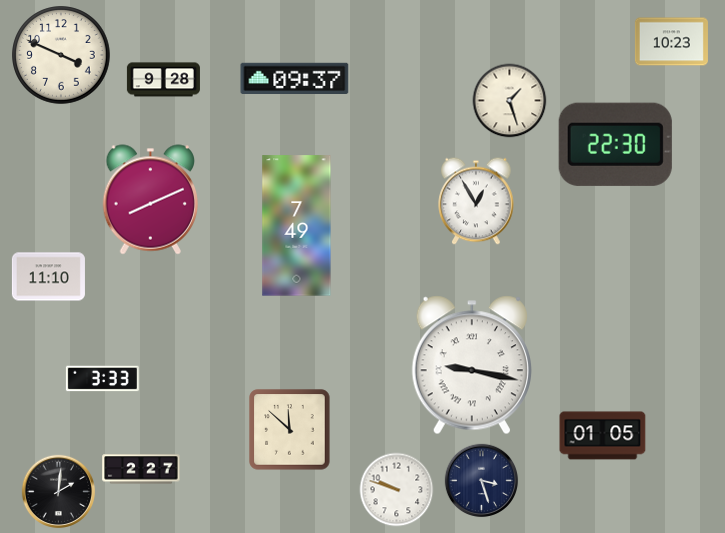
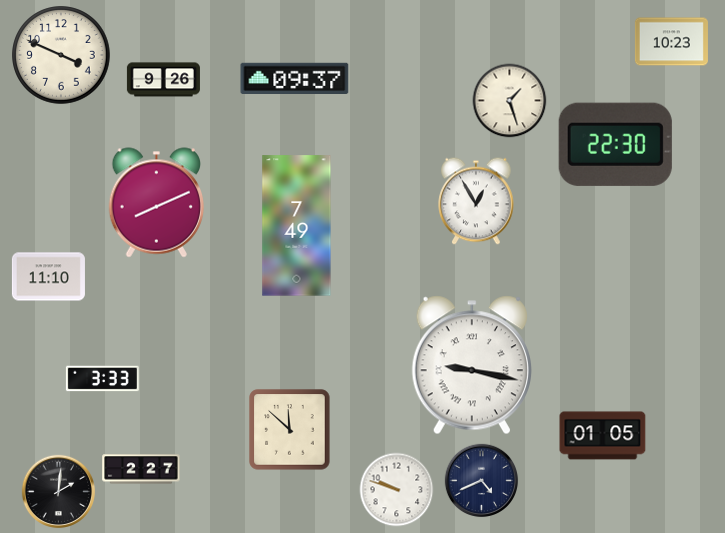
clock at (163, 80): 9:28 -> 9:26
clock at (150, 200) position: (150, 200) -> (156, 203)
clock at (482, 481): 3:27 -> 4:41
